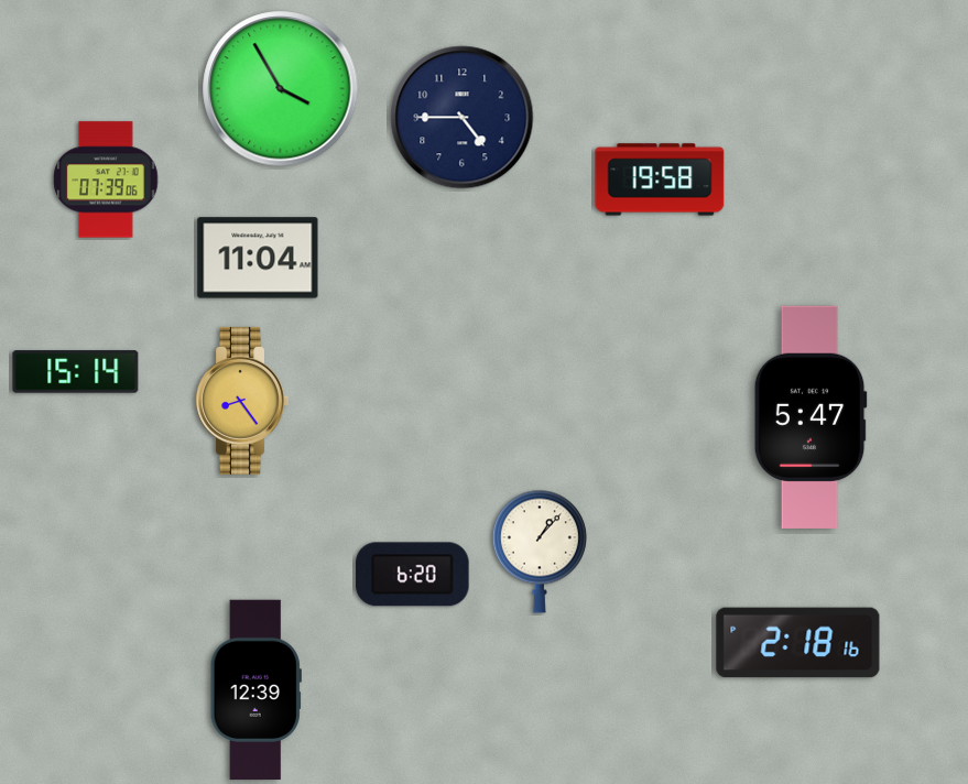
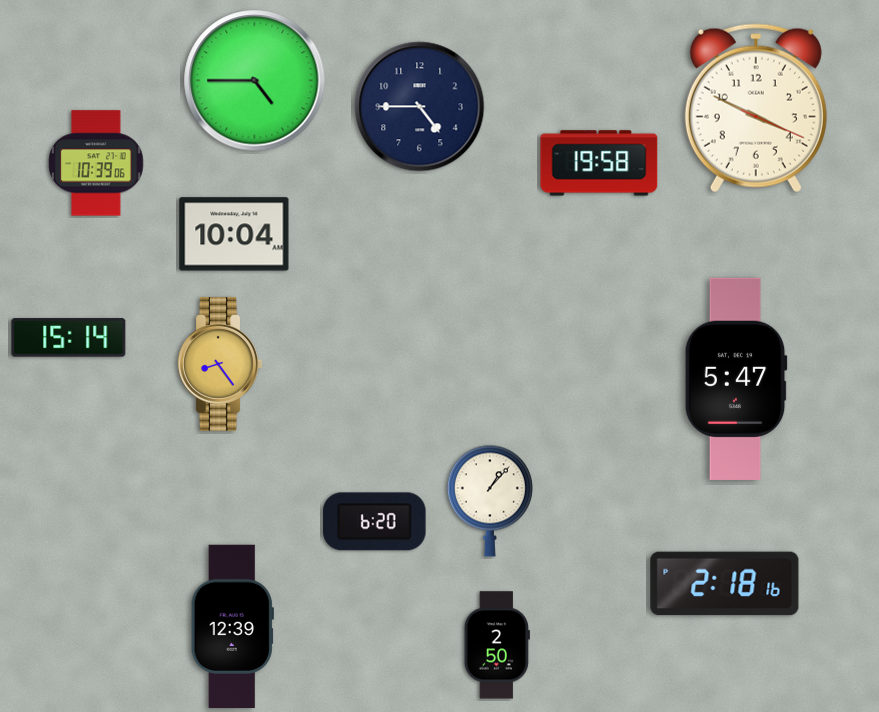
clock at (281, 89): 3:55 -> 4:45
clock at (756, 108): none -> 3:49
clock at (106, 179): 07:39 -> 10:39
clock at (258, 258): 11:04 -> 10:04
clock at (497, 645): none -> 2:50
